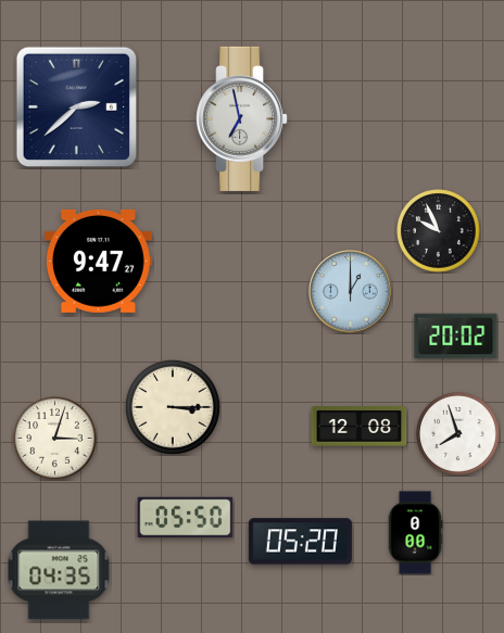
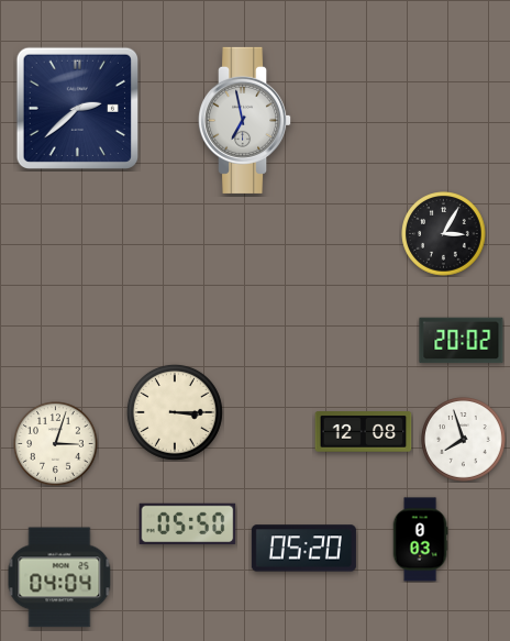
clock at (439, 231): 9:56 -> 3:05
clock at (98, 261): 9:47 -> none
clock at (351, 292): 1:00 -> none
clock at (415, 533): 0:00 -> 0:03
clock at (59, 570): 04:35 -> 04:04
